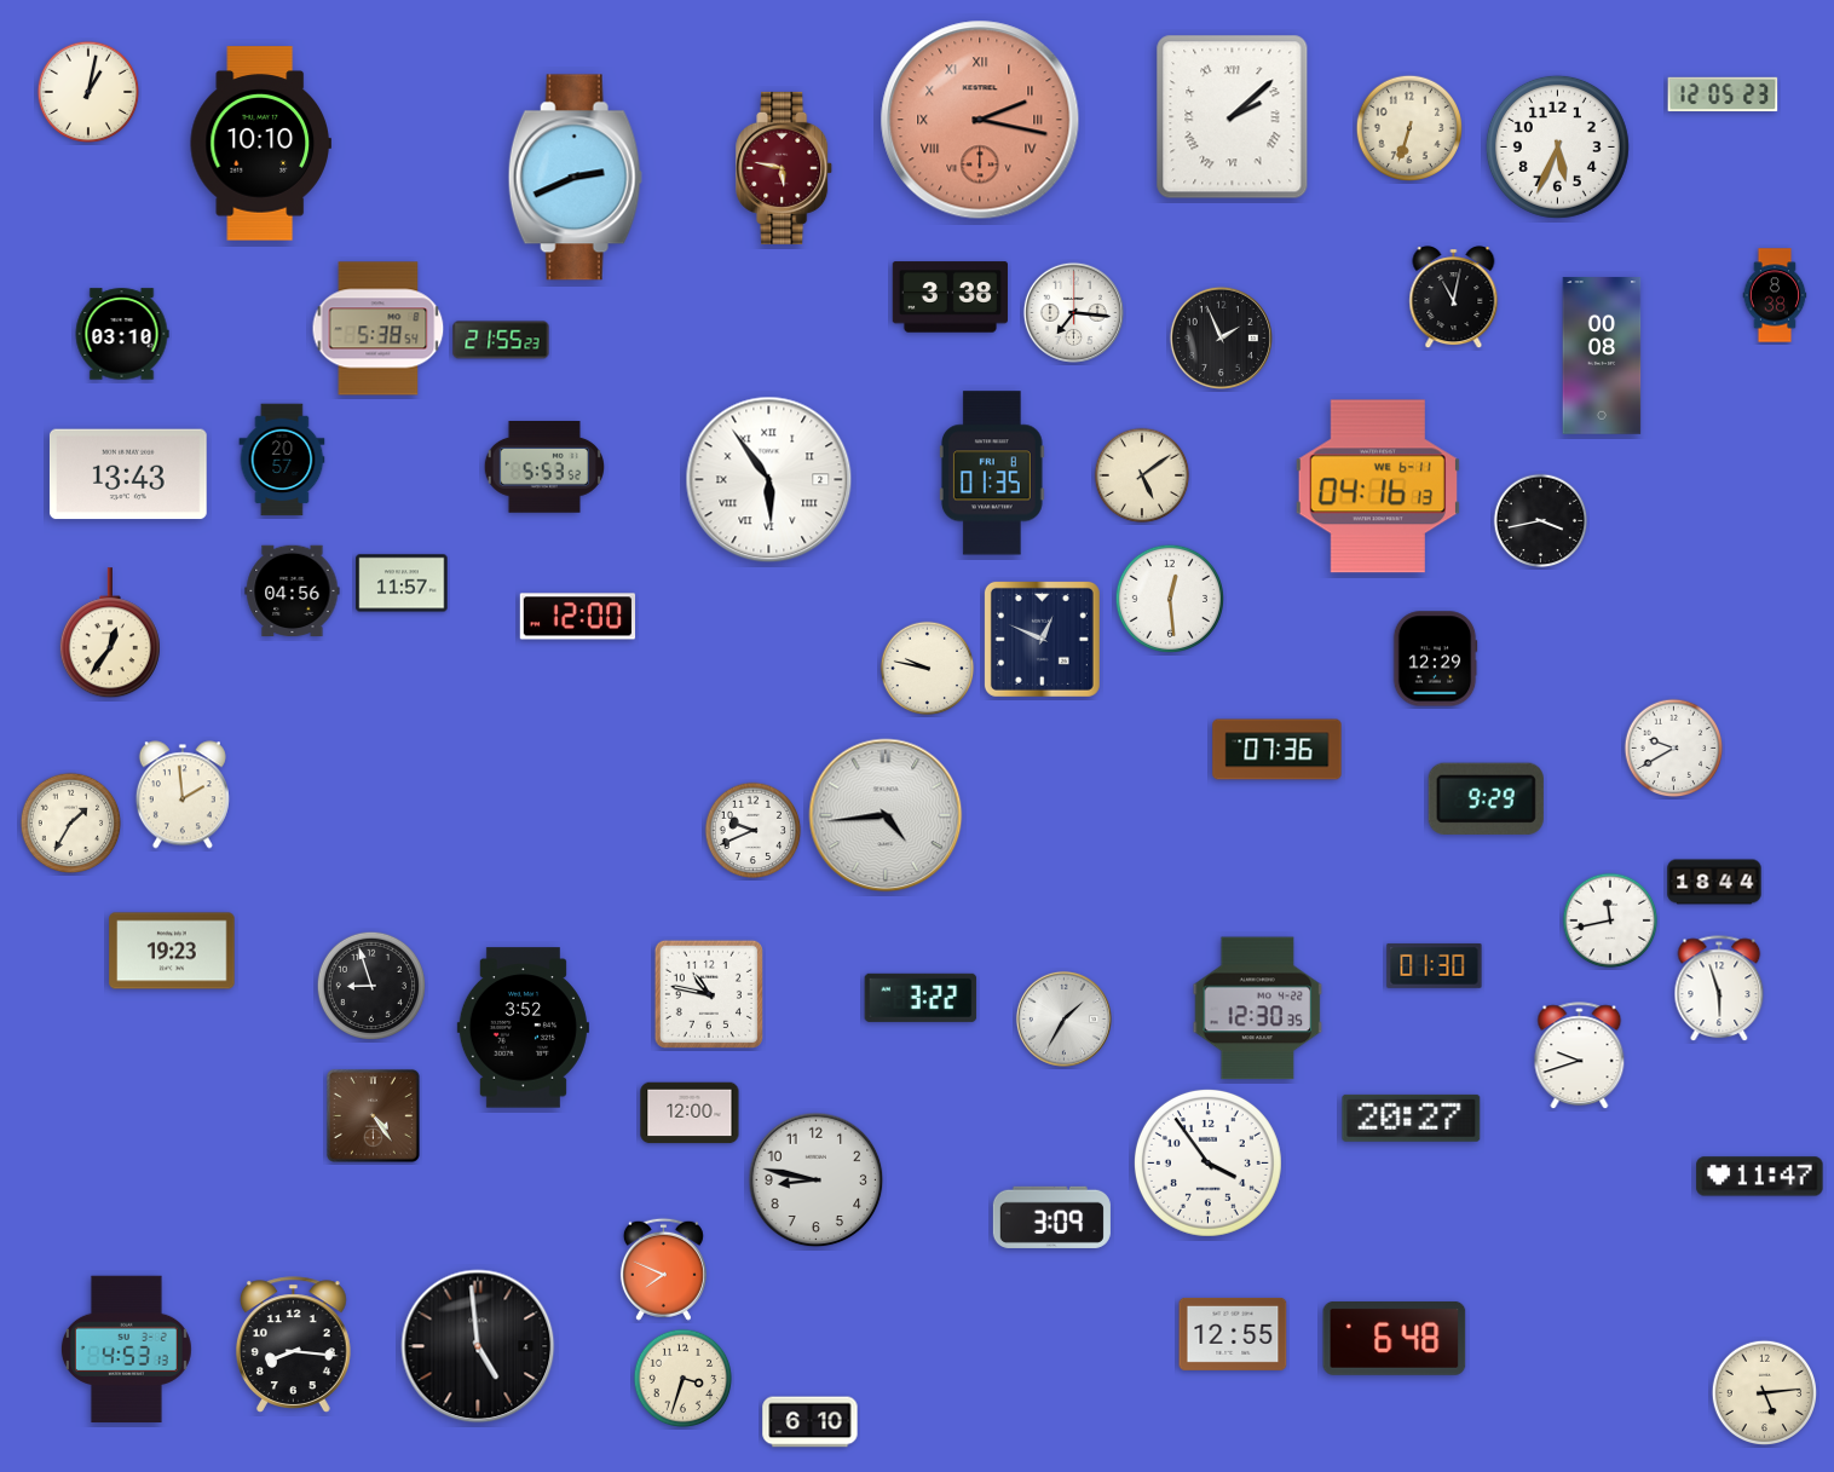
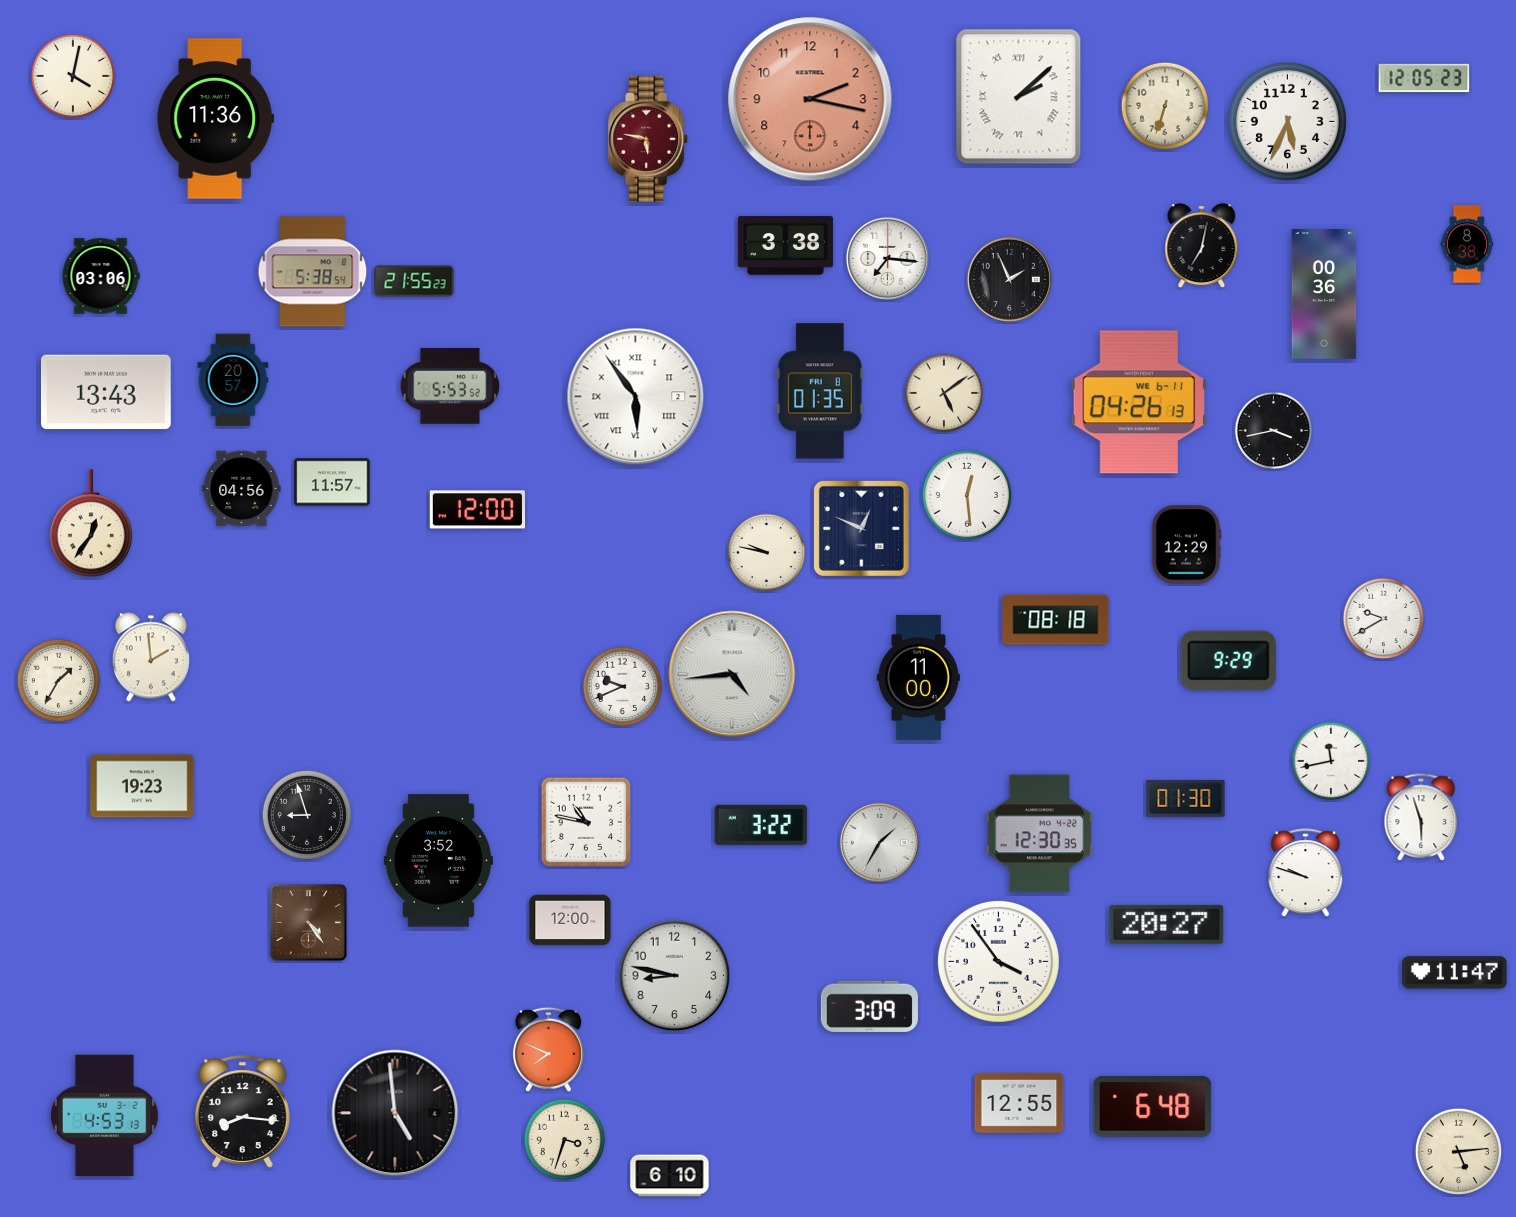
clock at (88, 92): 1:02 -> 4:02
clock at (980, 120) numerals: Roman -> Arabic
clock at (260, 144): 10:10 -> 11:36
clock at (575, 178): 2:41 -> none
clock at (1454, 298): 11:02 -> 7:02
clock at (122, 334): 03:10 -> 03:06
clock at (1602, 356): 00:08 -> 00:36
clock at (1378, 486): 04:16 -> 04:26
clock at (1278, 750): 07:36 -> 08:18
clock at (918, 677): none -> 11:00
clock at (1714, 882): 18:44 -> none
clock at (523, 1028) position: (523, 1028) -> (438, 861)
clock at (1580, 1056): 9:42 -> 9:48
